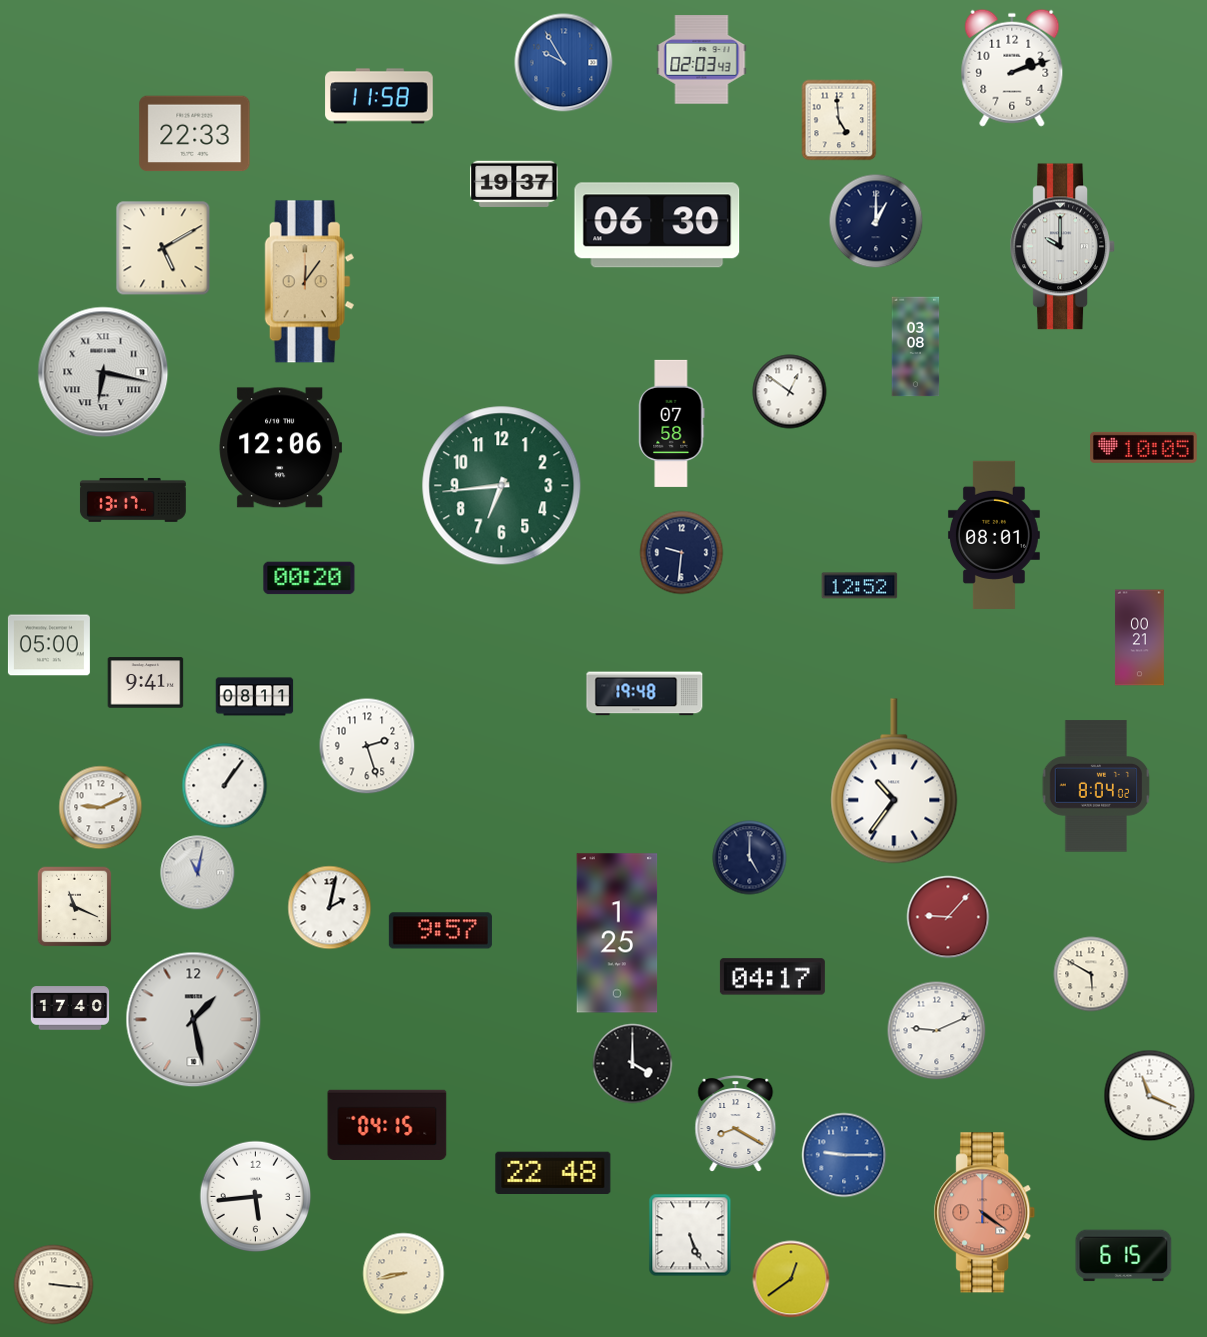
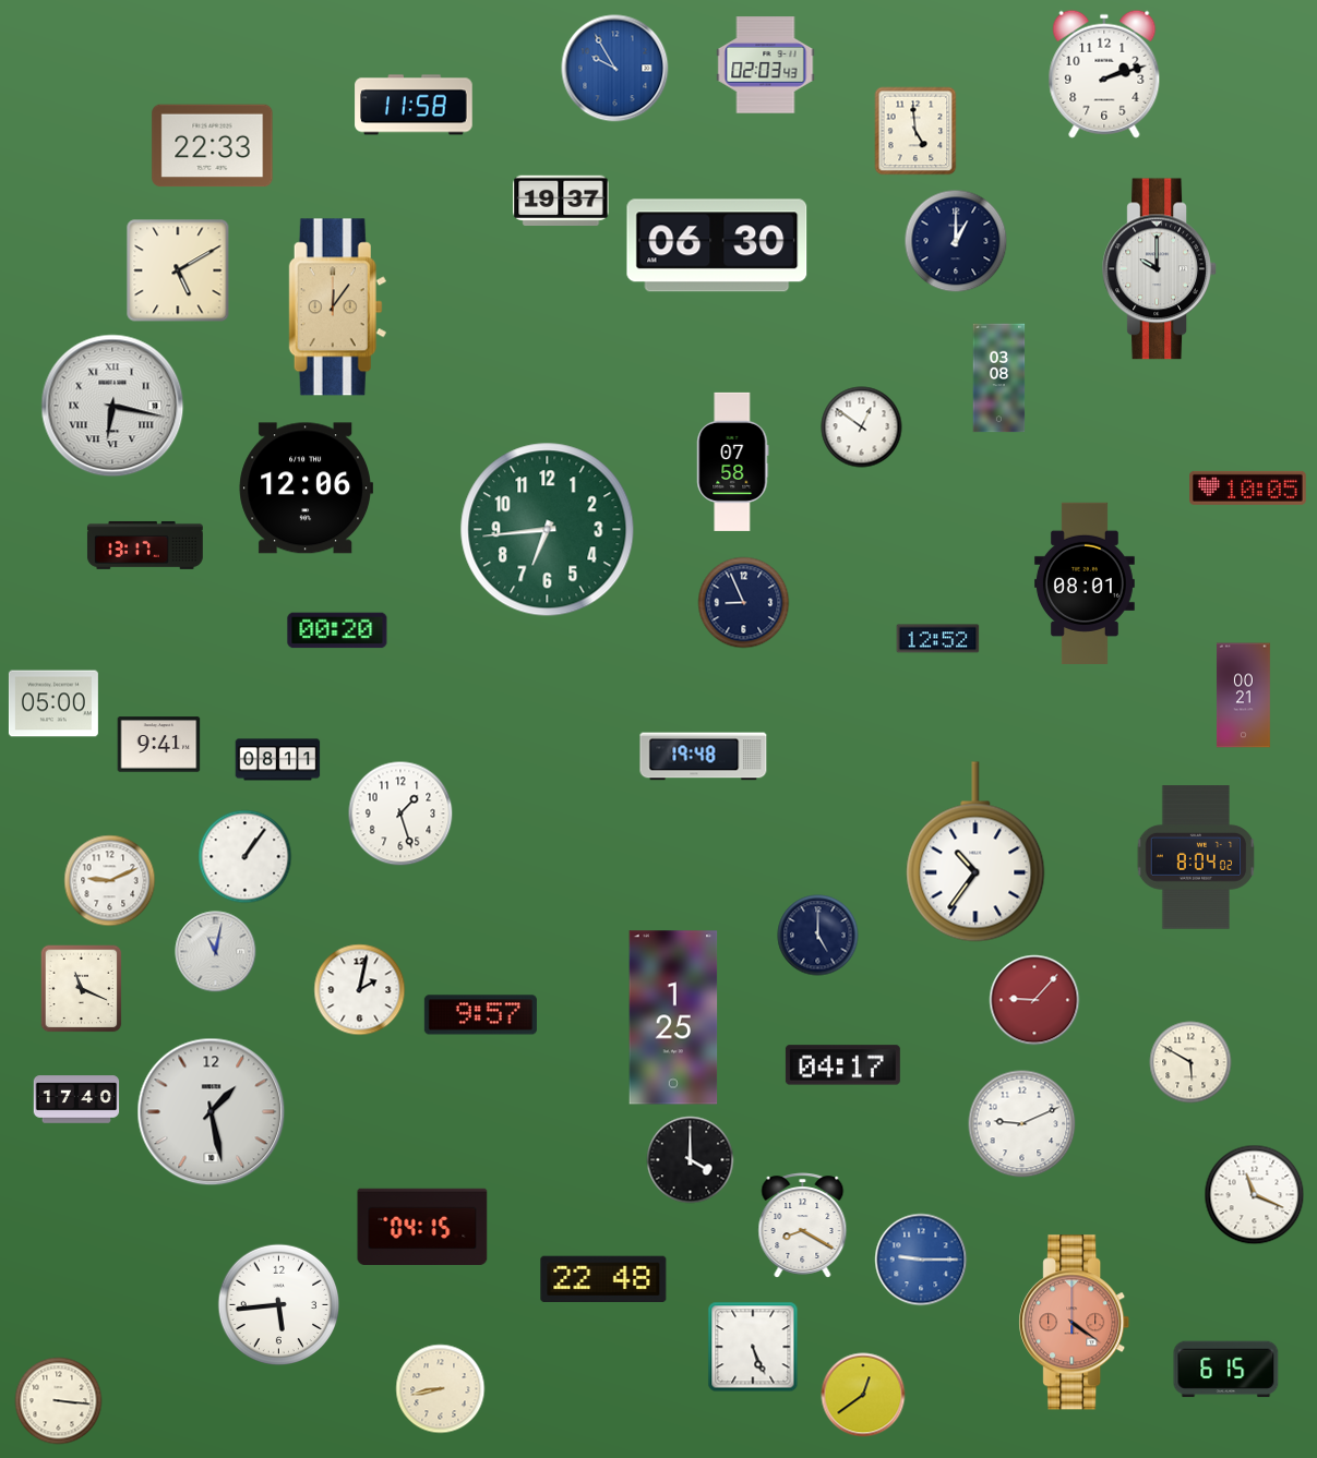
clock at (682, 553): 9:31 -> 8:56
clock at (367, 746): 2:27 -> 1:27
